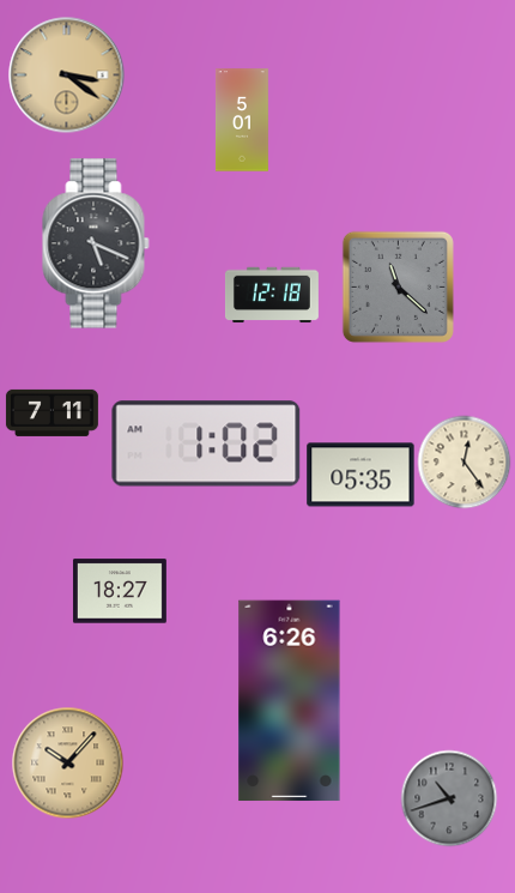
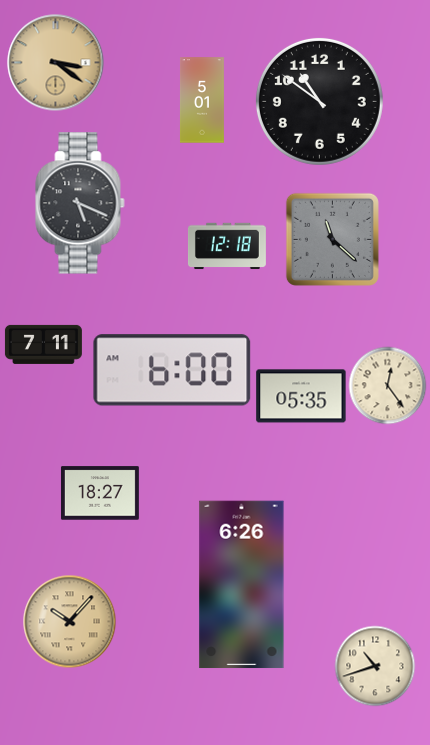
clock at (319, 101): none -> 10:51
clock at (206, 444): 1:02 -> 6:00
clock at (67, 762) position: (67, 762) -> (69, 621)
clock at (449, 798) dial: grey -> cream
